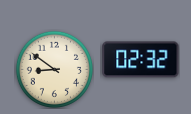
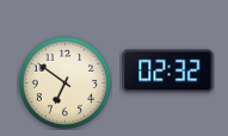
clock at (54, 69): 8:51 -> 6:51
